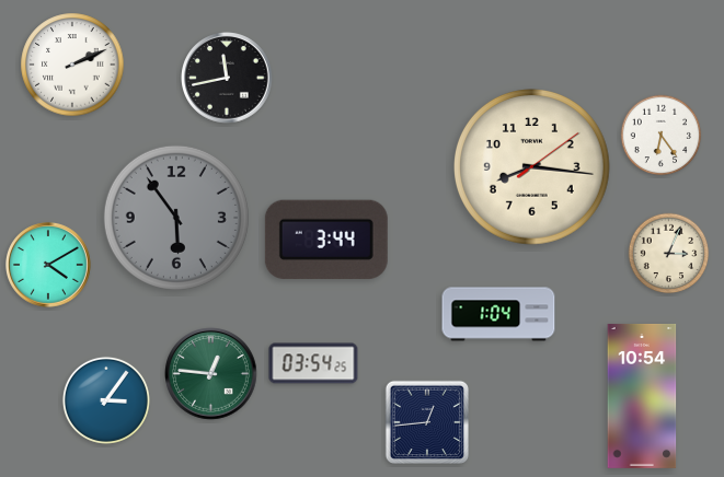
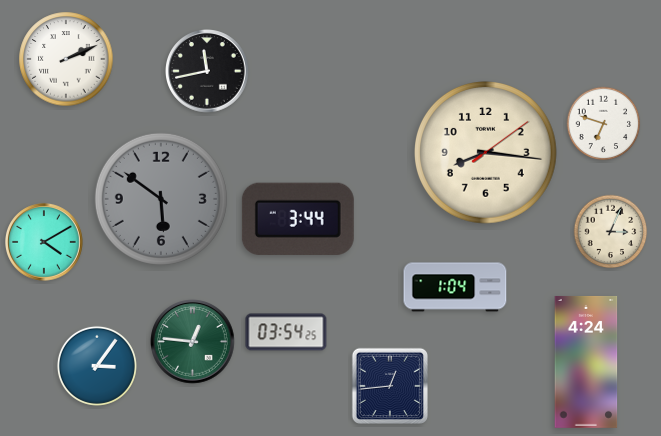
clock at (662, 136): 6:24 -> 6:48
clock at (176, 218): 5:54 -> 5:51
clock at (642, 396): 10:54 -> 4:24
